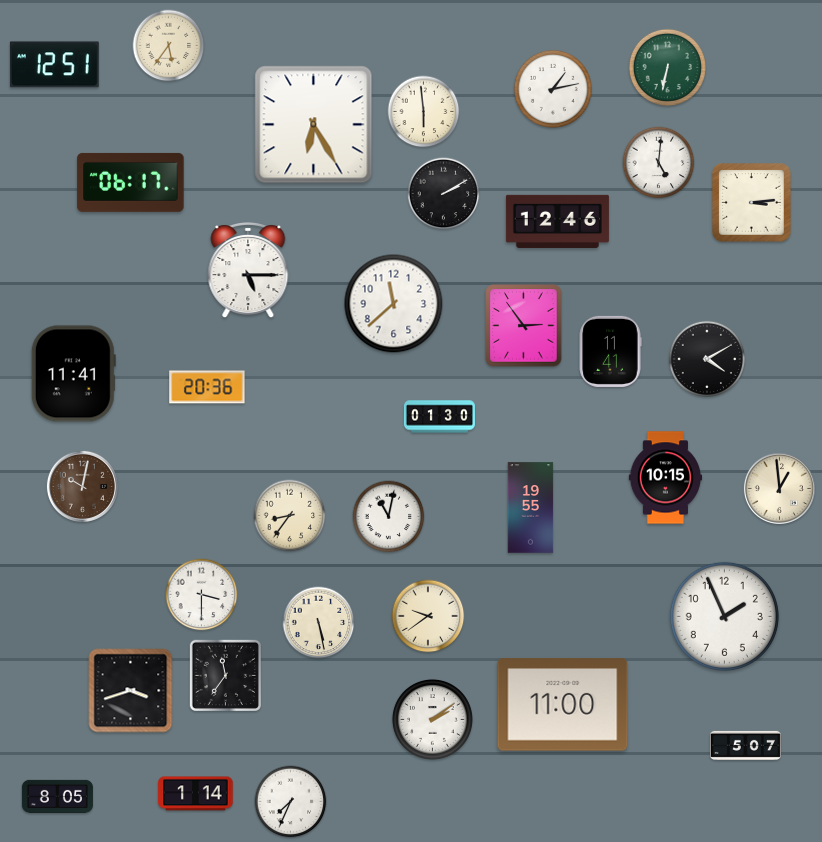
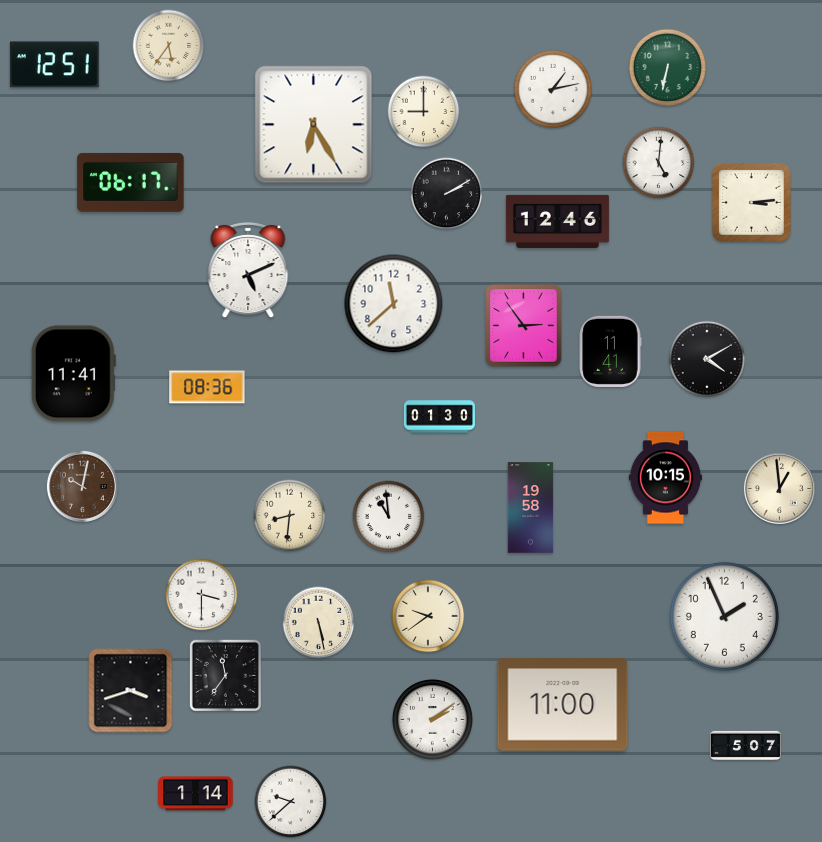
clock at (424, 112): 5:59 -> 9:00
clock at (444, 194) position: (444, 194) -> (447, 194)
clock at (248, 271): 5:15 -> 5:11
clock at (207, 387): 20:36 -> 08:36
clock at (531, 508): 19:55 -> 19:58
clock at (290, 516): 8:36 -> 8:31
clock at (389, 517): 11:02 -> 10:59
clock at (57, 796): 8:05 -> none
clock at (291, 802): 7:34 -> 9:38
